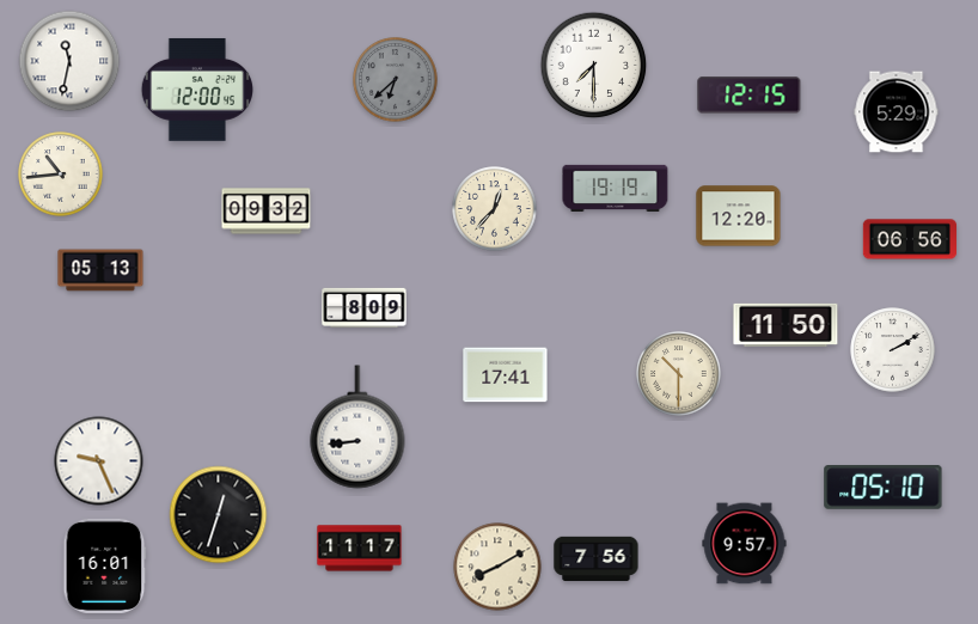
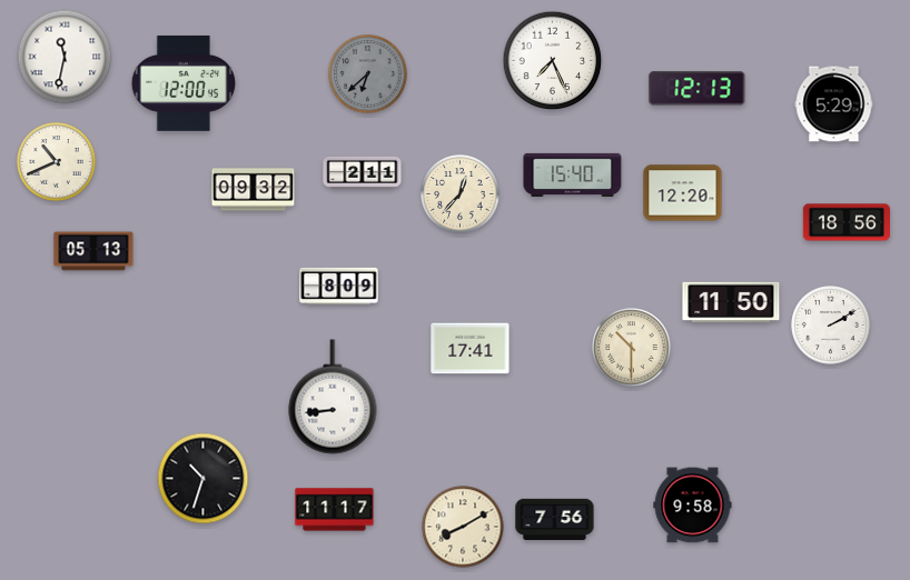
clock at (594, 66): 7:30 -> 7:26
clock at (750, 96): 12:15 -> 12:13
clock at (61, 175): 10:44 -> 10:41
clock at (363, 172): none -> 2:11
clock at (616, 188): 19:19 -> 15:40
clock at (267, 212) position: (267, 212) -> (254, 190)
clock at (739, 216) position: (739, 216) -> (683, 193)
clock at (910, 239): 06:56 -> 18:56
clock at (99, 461): 9:26 -> none
clock at (884, 488): 05:10 -> none
clock at (219, 515): 12:33 -> 10:33
clock at (745, 544): 9:57 -> 9:58
clock at (105, 565): 16:01 -> none
